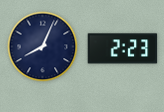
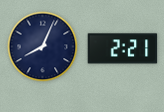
clock at (123, 49): 2:23 -> 2:21
